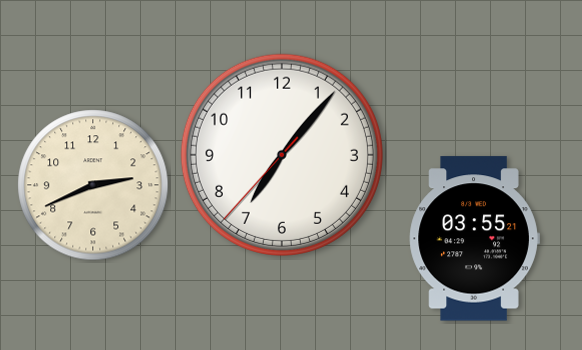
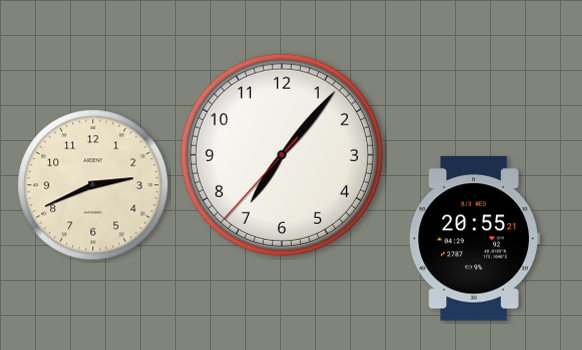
clock at (474, 239): 03:55 -> 20:55
